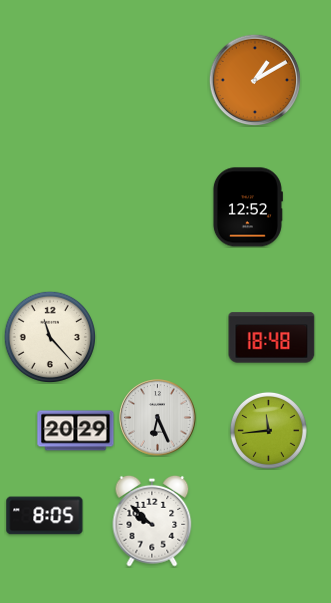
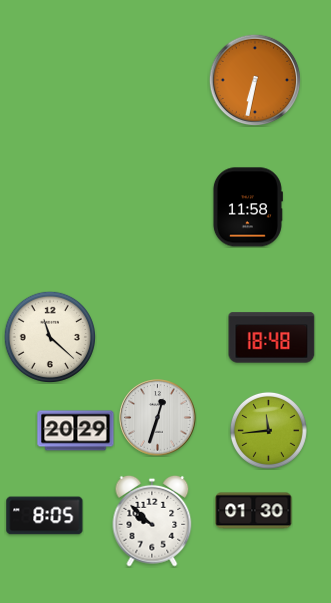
clock at (254, 79): 1:10 -> 6:32
clock at (247, 207): 12:52 -> 11:58
clock at (49, 336): 11:23 -> 11:22
clock at (158, 418): 6:26 -> 12:33
clock at (254, 511): none -> 01:30
